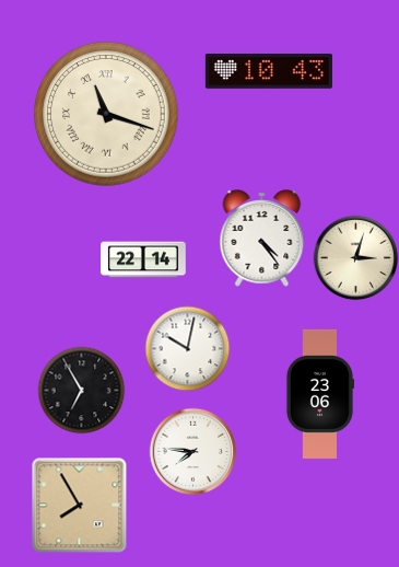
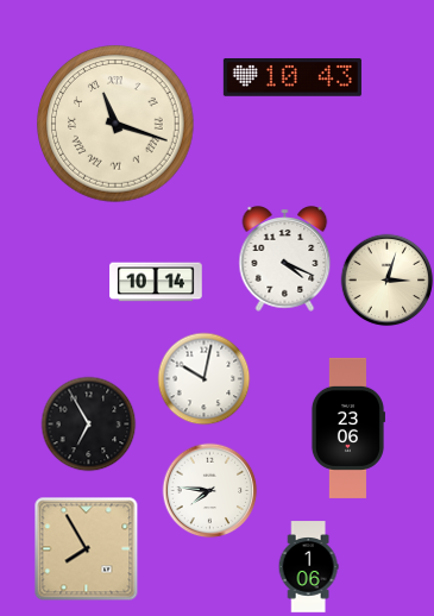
clock at (262, 239): 4:24 -> 4:19
clock at (143, 259): 22:14 -> 10:14
clock at (308, 567): none -> 1:06
